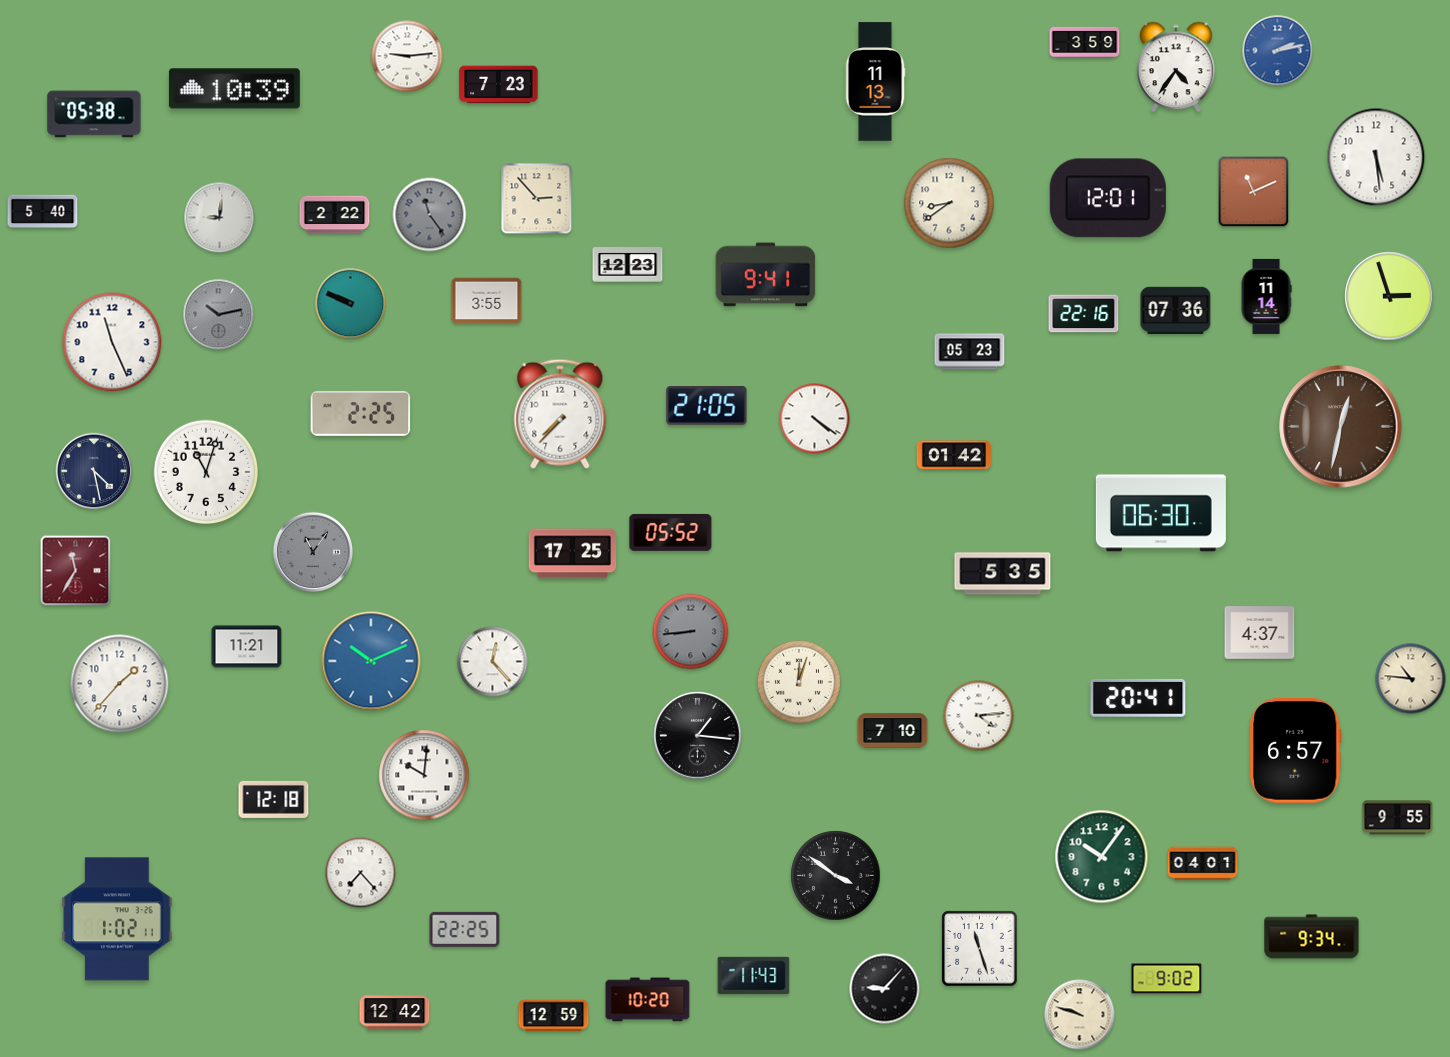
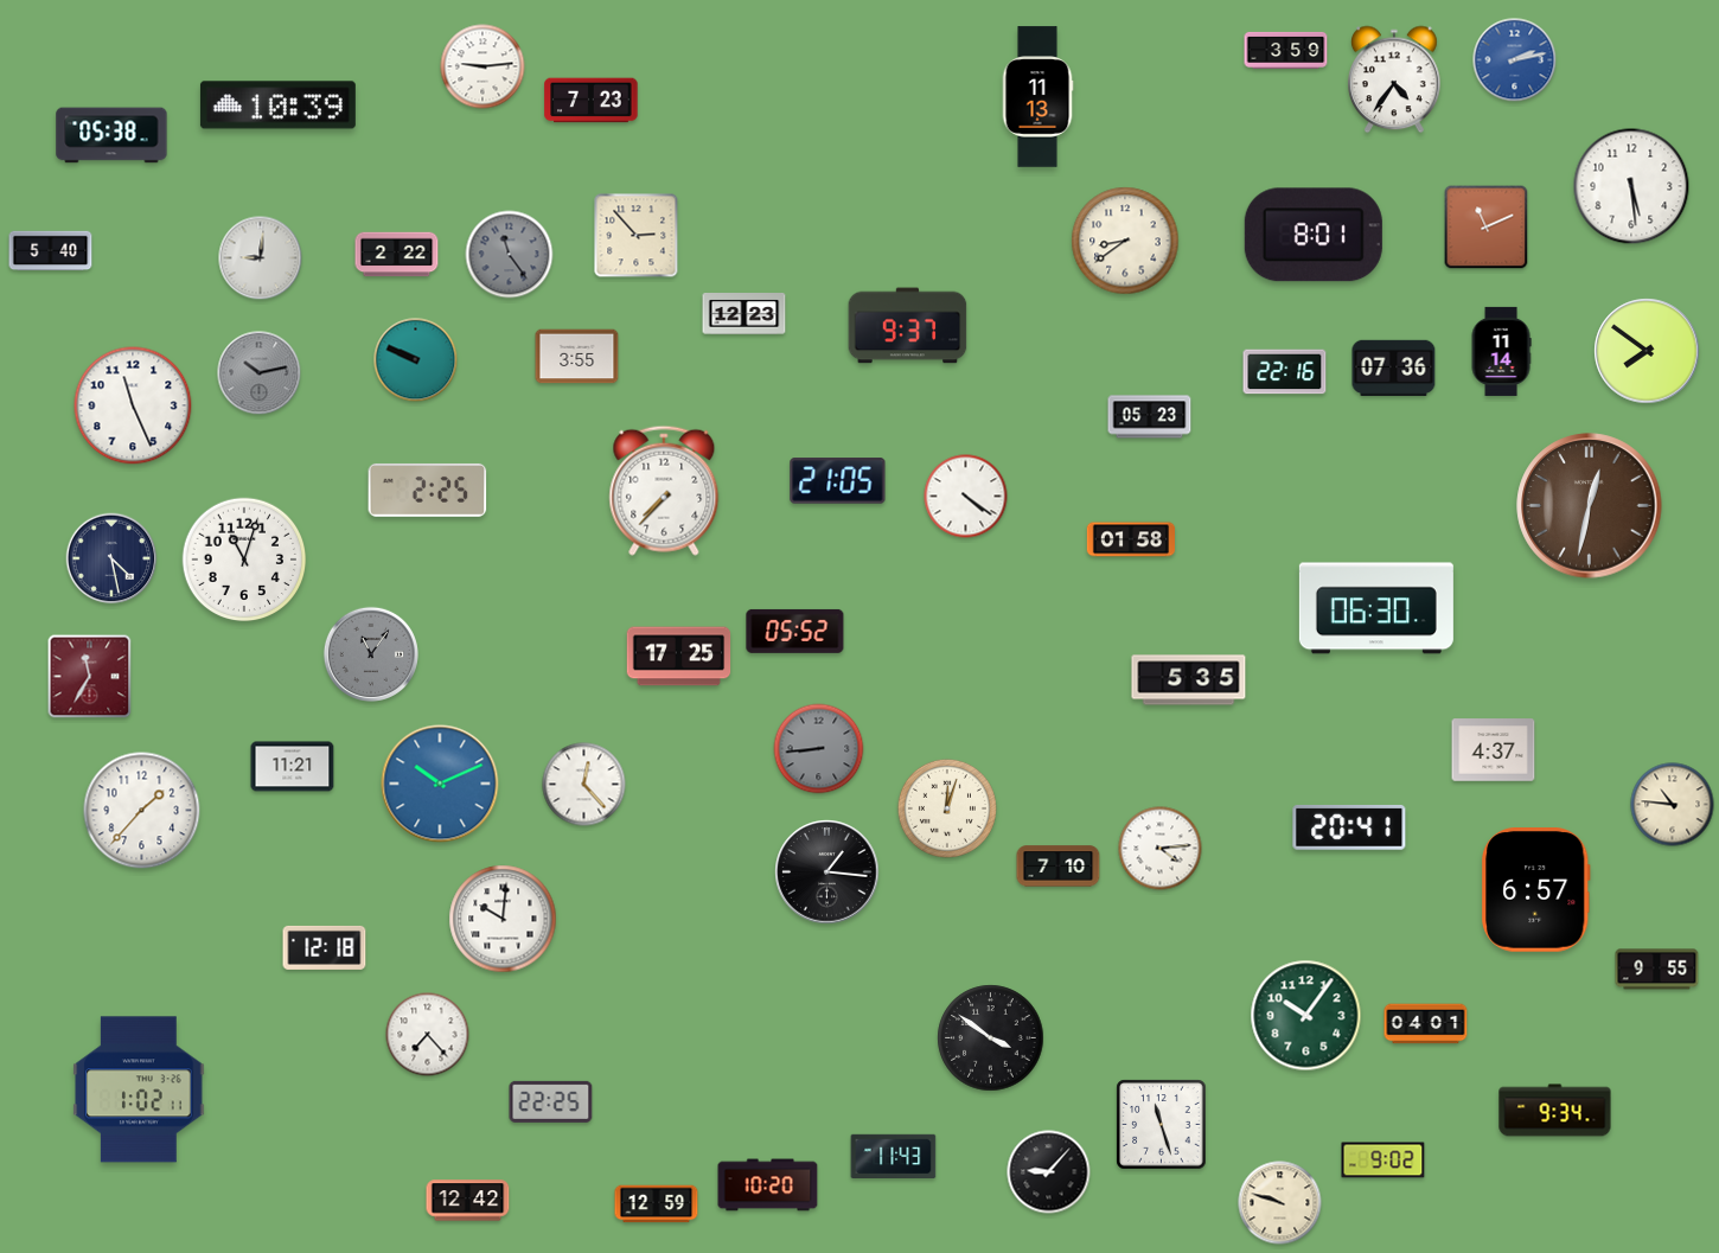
clock at (1108, 198): 12:01 -> 8:01
clock at (766, 275): 9:41 -> 9:37
clock at (1389, 296): 2:57 -> 7:51
clock at (953, 455): 01:42 -> 01:58
